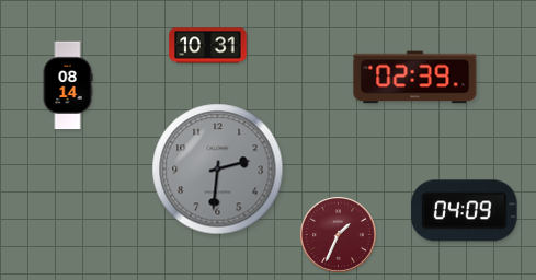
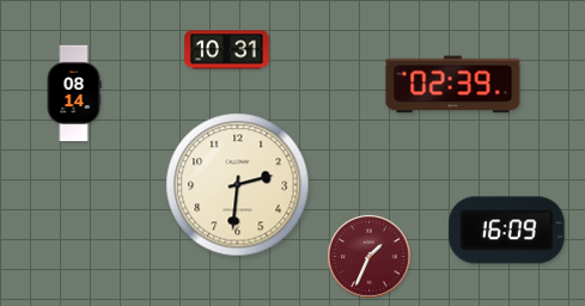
clock at (218, 170) dial: grey -> cream
clock at (465, 211): 04:09 -> 16:09
